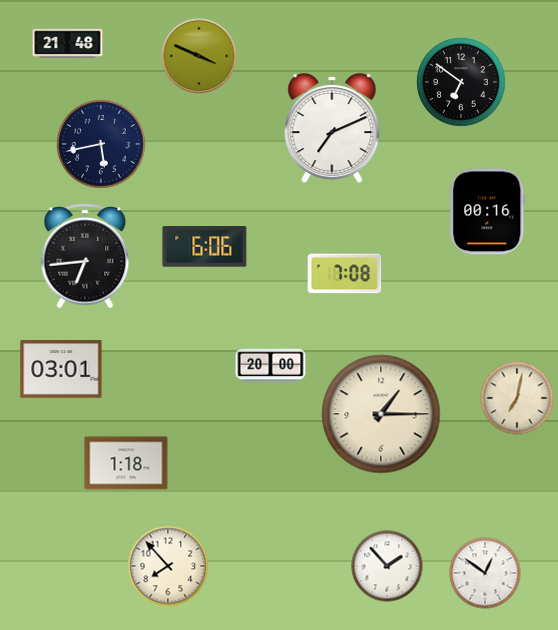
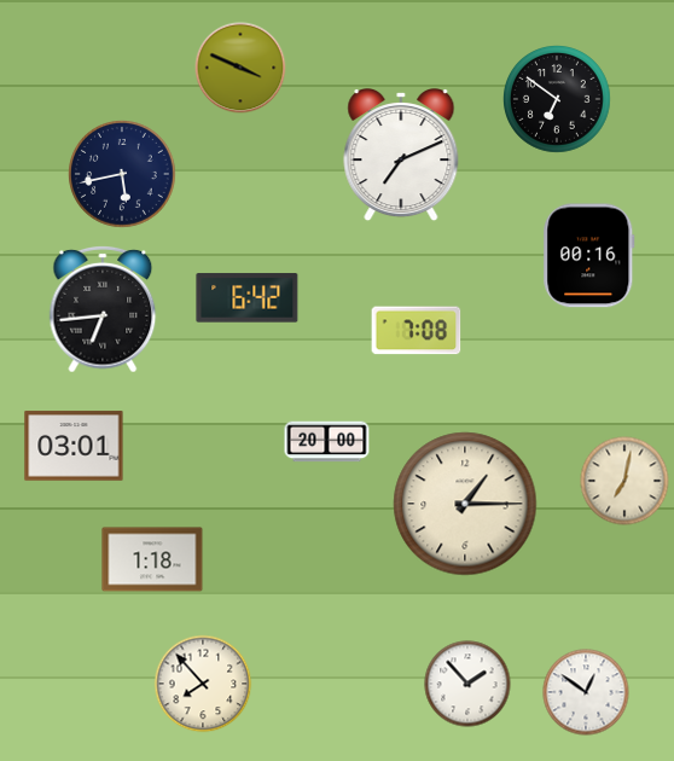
clock at (68, 43): 21:48 -> none
clock at (205, 247): 6:06 -> 6:42
clock at (381, 414) position: (381, 414) -> (465, 504)
